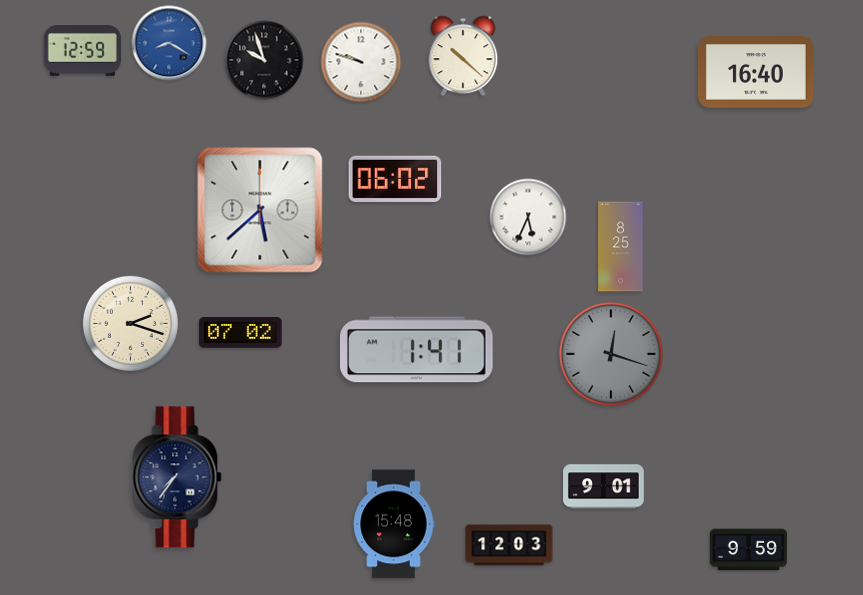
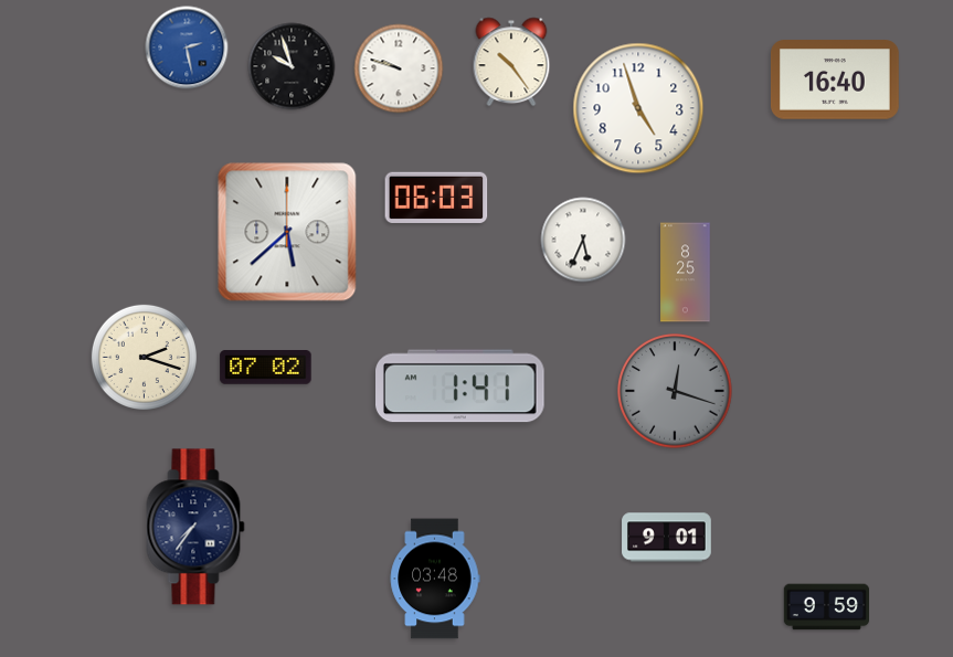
clock at (169, 43): 8:20 -> 2:28
clock at (82, 51): 12:59 -> none
clock at (463, 56): 10:22 -> 10:24
clock at (638, 108): none -> 4:57
clock at (395, 179): 06:02 -> 06:03
clock at (394, 524): 15:48 -> 03:48
clock at (509, 545): 12:03 -> none
